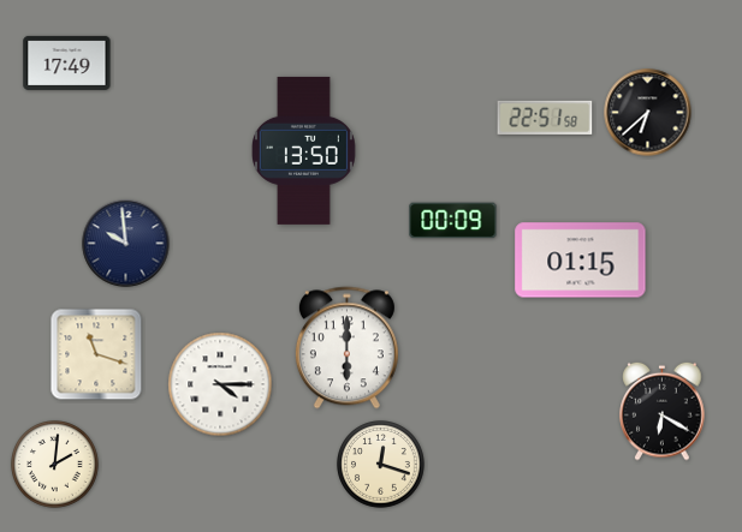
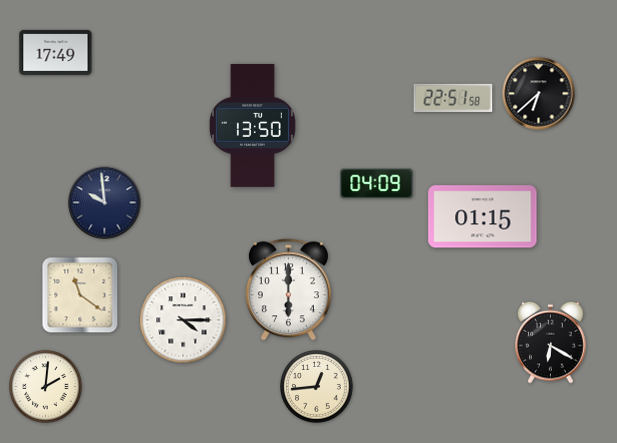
clock at (453, 221): 00:09 -> 04:09
clock at (96, 354): 11:18 -> 11:21
clock at (381, 465): 12:18 -> 12:44
